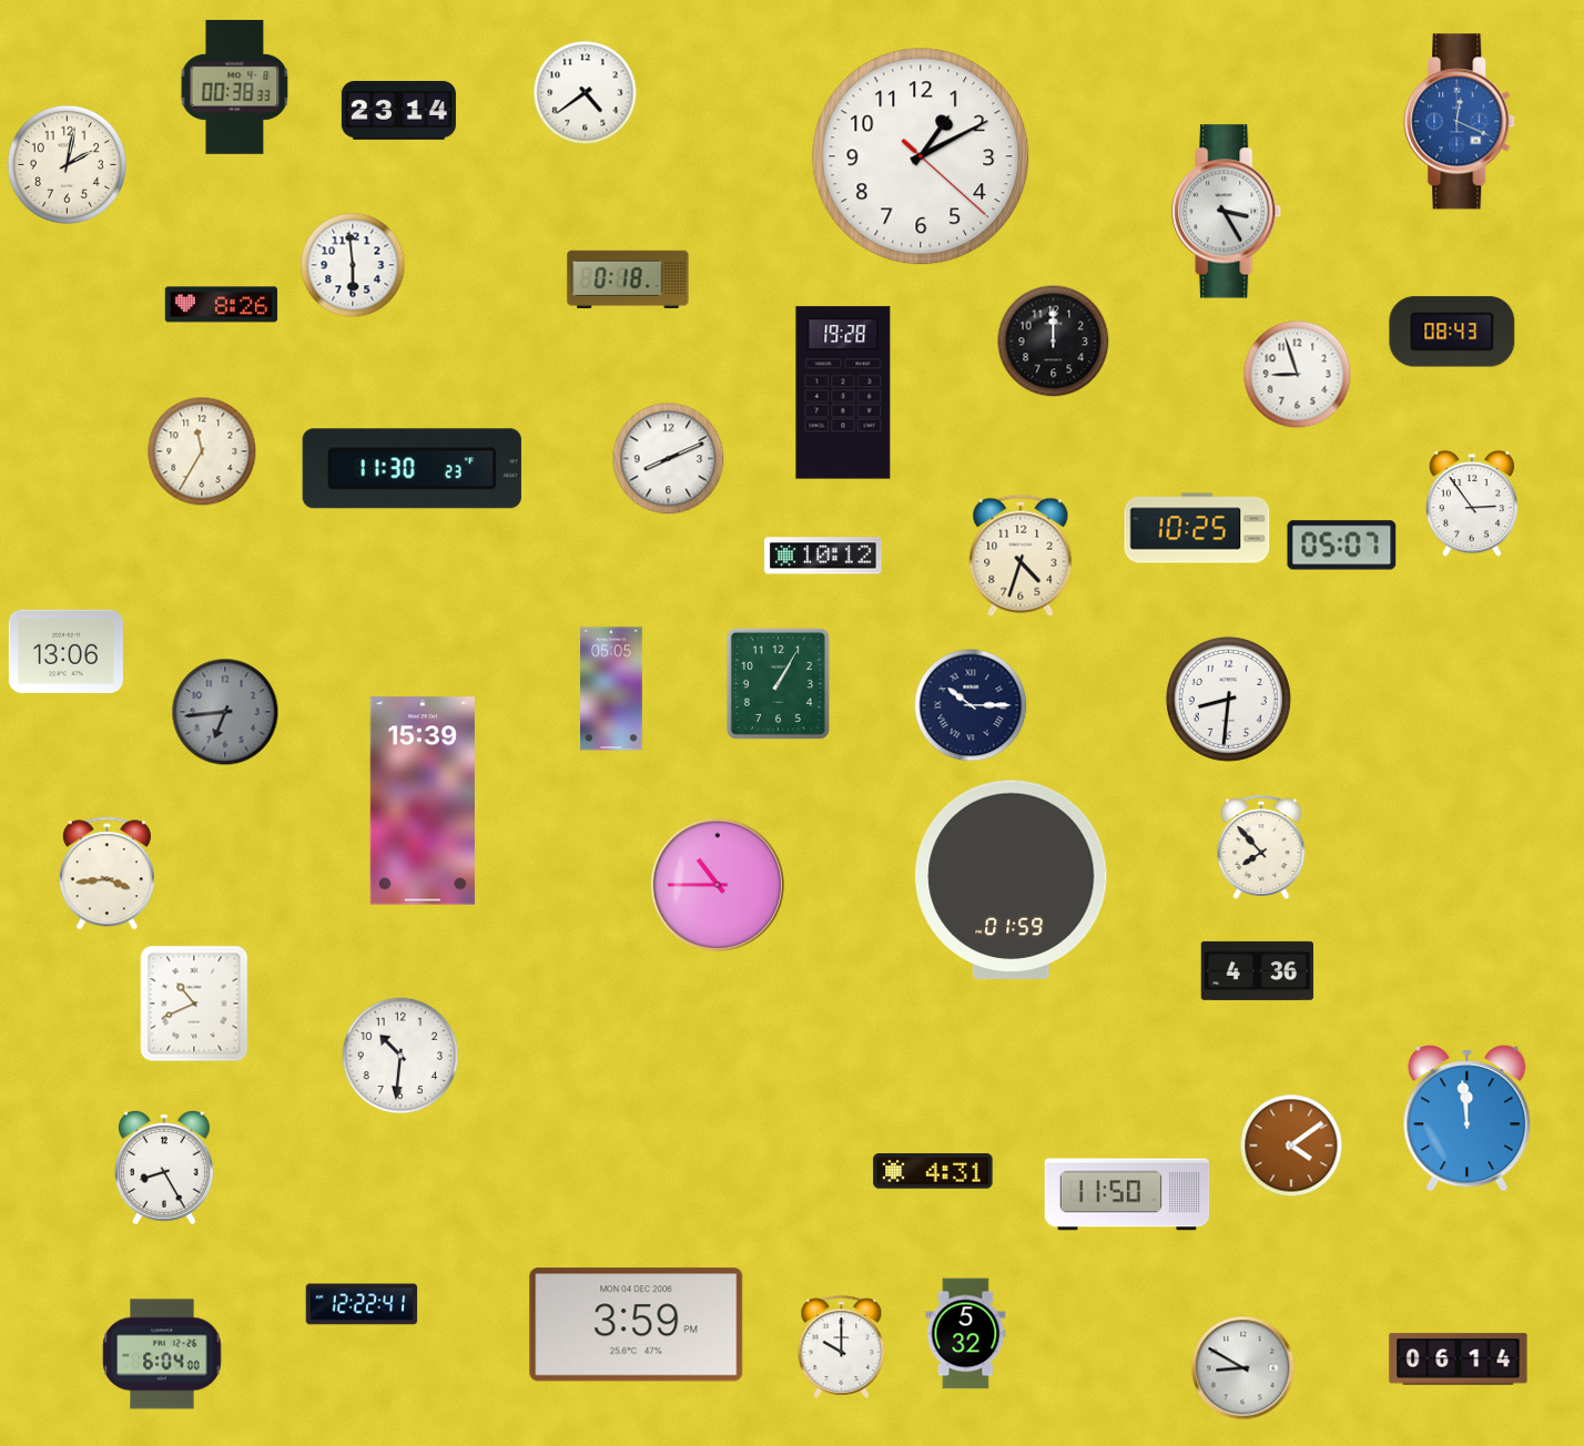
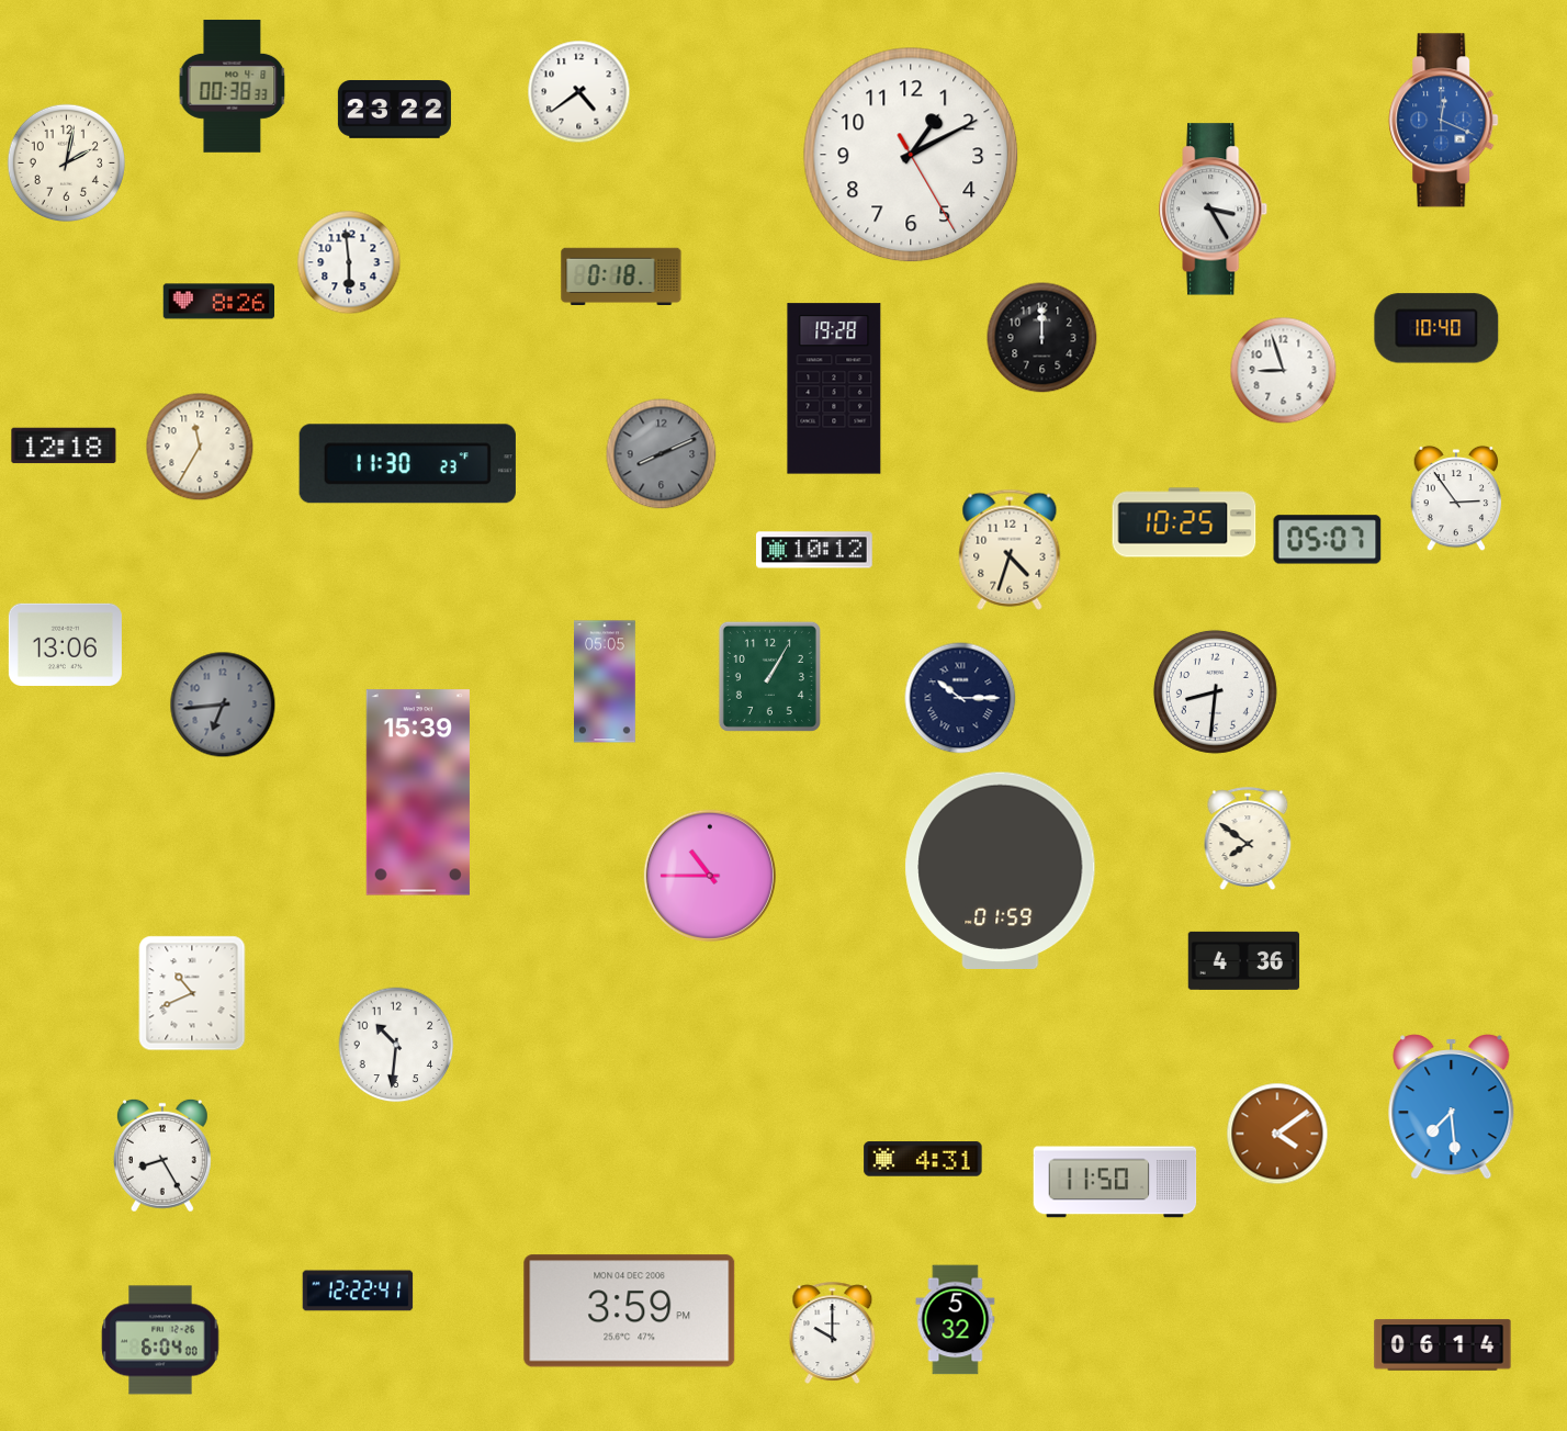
clock at (398, 111): 23:14 -> 23:22
clock at (921, 156): 1:10:22 -> 1:10:25
clock at (1452, 332): 08:43 -> 10:40
clock at (64, 446): none -> 12:18
clock at (669, 459) dial: white -> grey
clock at (1261, 847): 7:53 -> 7:51
clock at (106, 874): 3:44 -> none
clock at (1468, 1119): 11:59 -> 7:29
clock at (1243, 1368): 8:50 -> none
